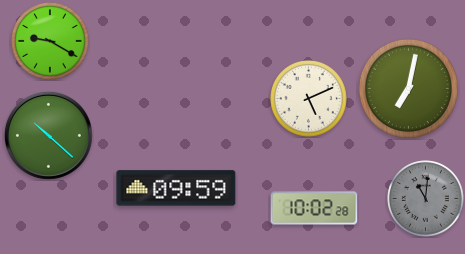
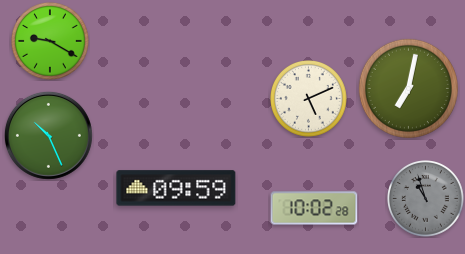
clock at (48, 135): 10:22 -> 10:26
clock at (426, 199): 11:01 -> 10:57
